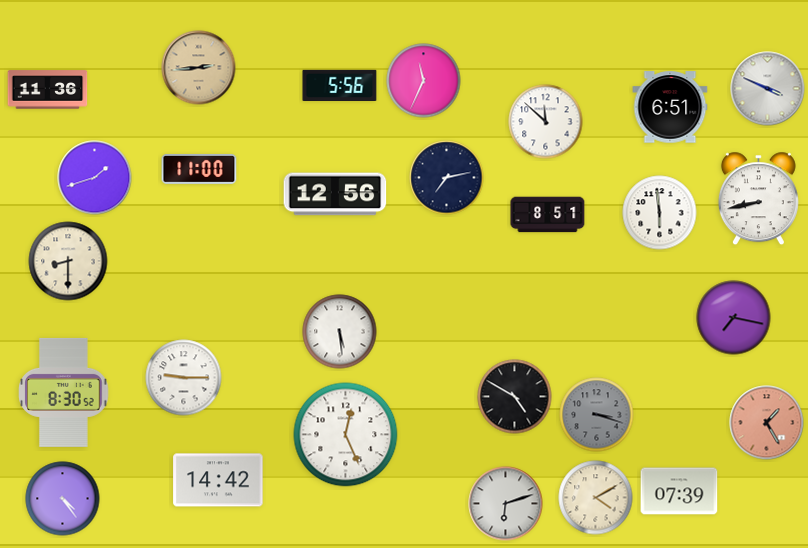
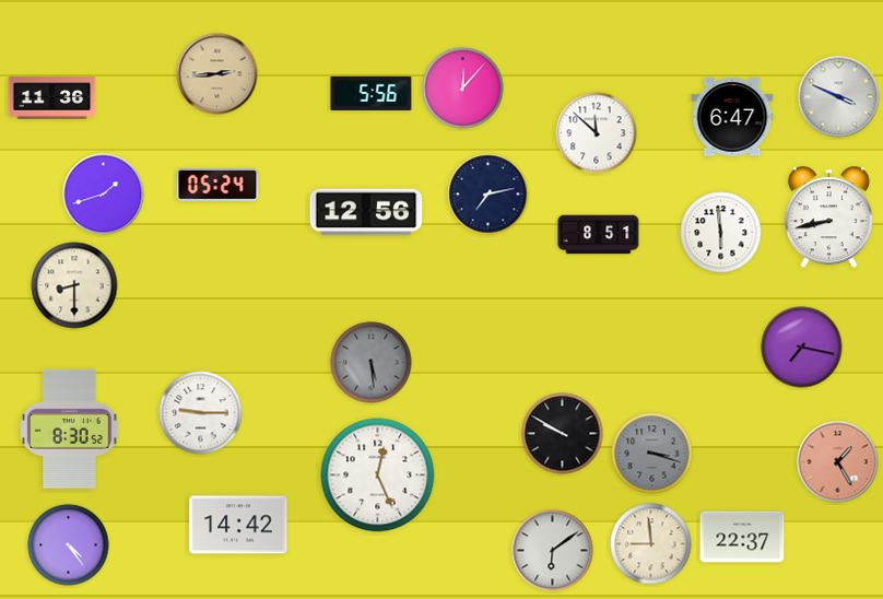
clock at (424, 81): 11:34 -> 12:07
clock at (670, 107): 6:51 -> 6:47
clock at (199, 169): 11:00 -> 05:24
clock at (340, 332) dial: white -> grey
clock at (515, 397): 4:50 -> 9:50
clock at (679, 491): 07:39 -> 22:37
clock at (596, 498): 4:10 -> 8:59
clock at (506, 504): 6:12 -> 6:09
